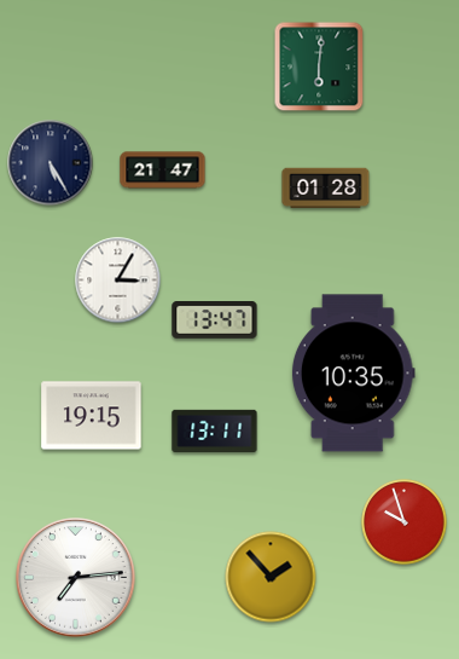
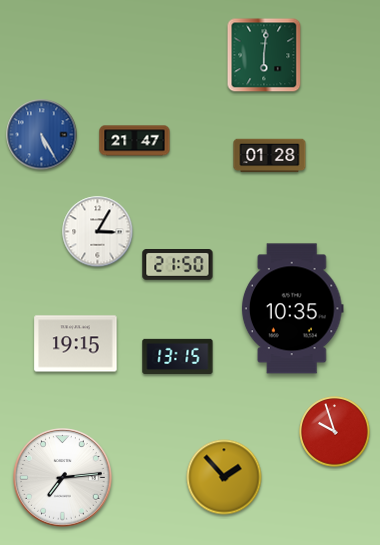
clock at (51, 163) dial: navy -> blue
clock at (215, 320): 13:47 -> 21:50
clock at (215, 430): 13:11 -> 13:15
